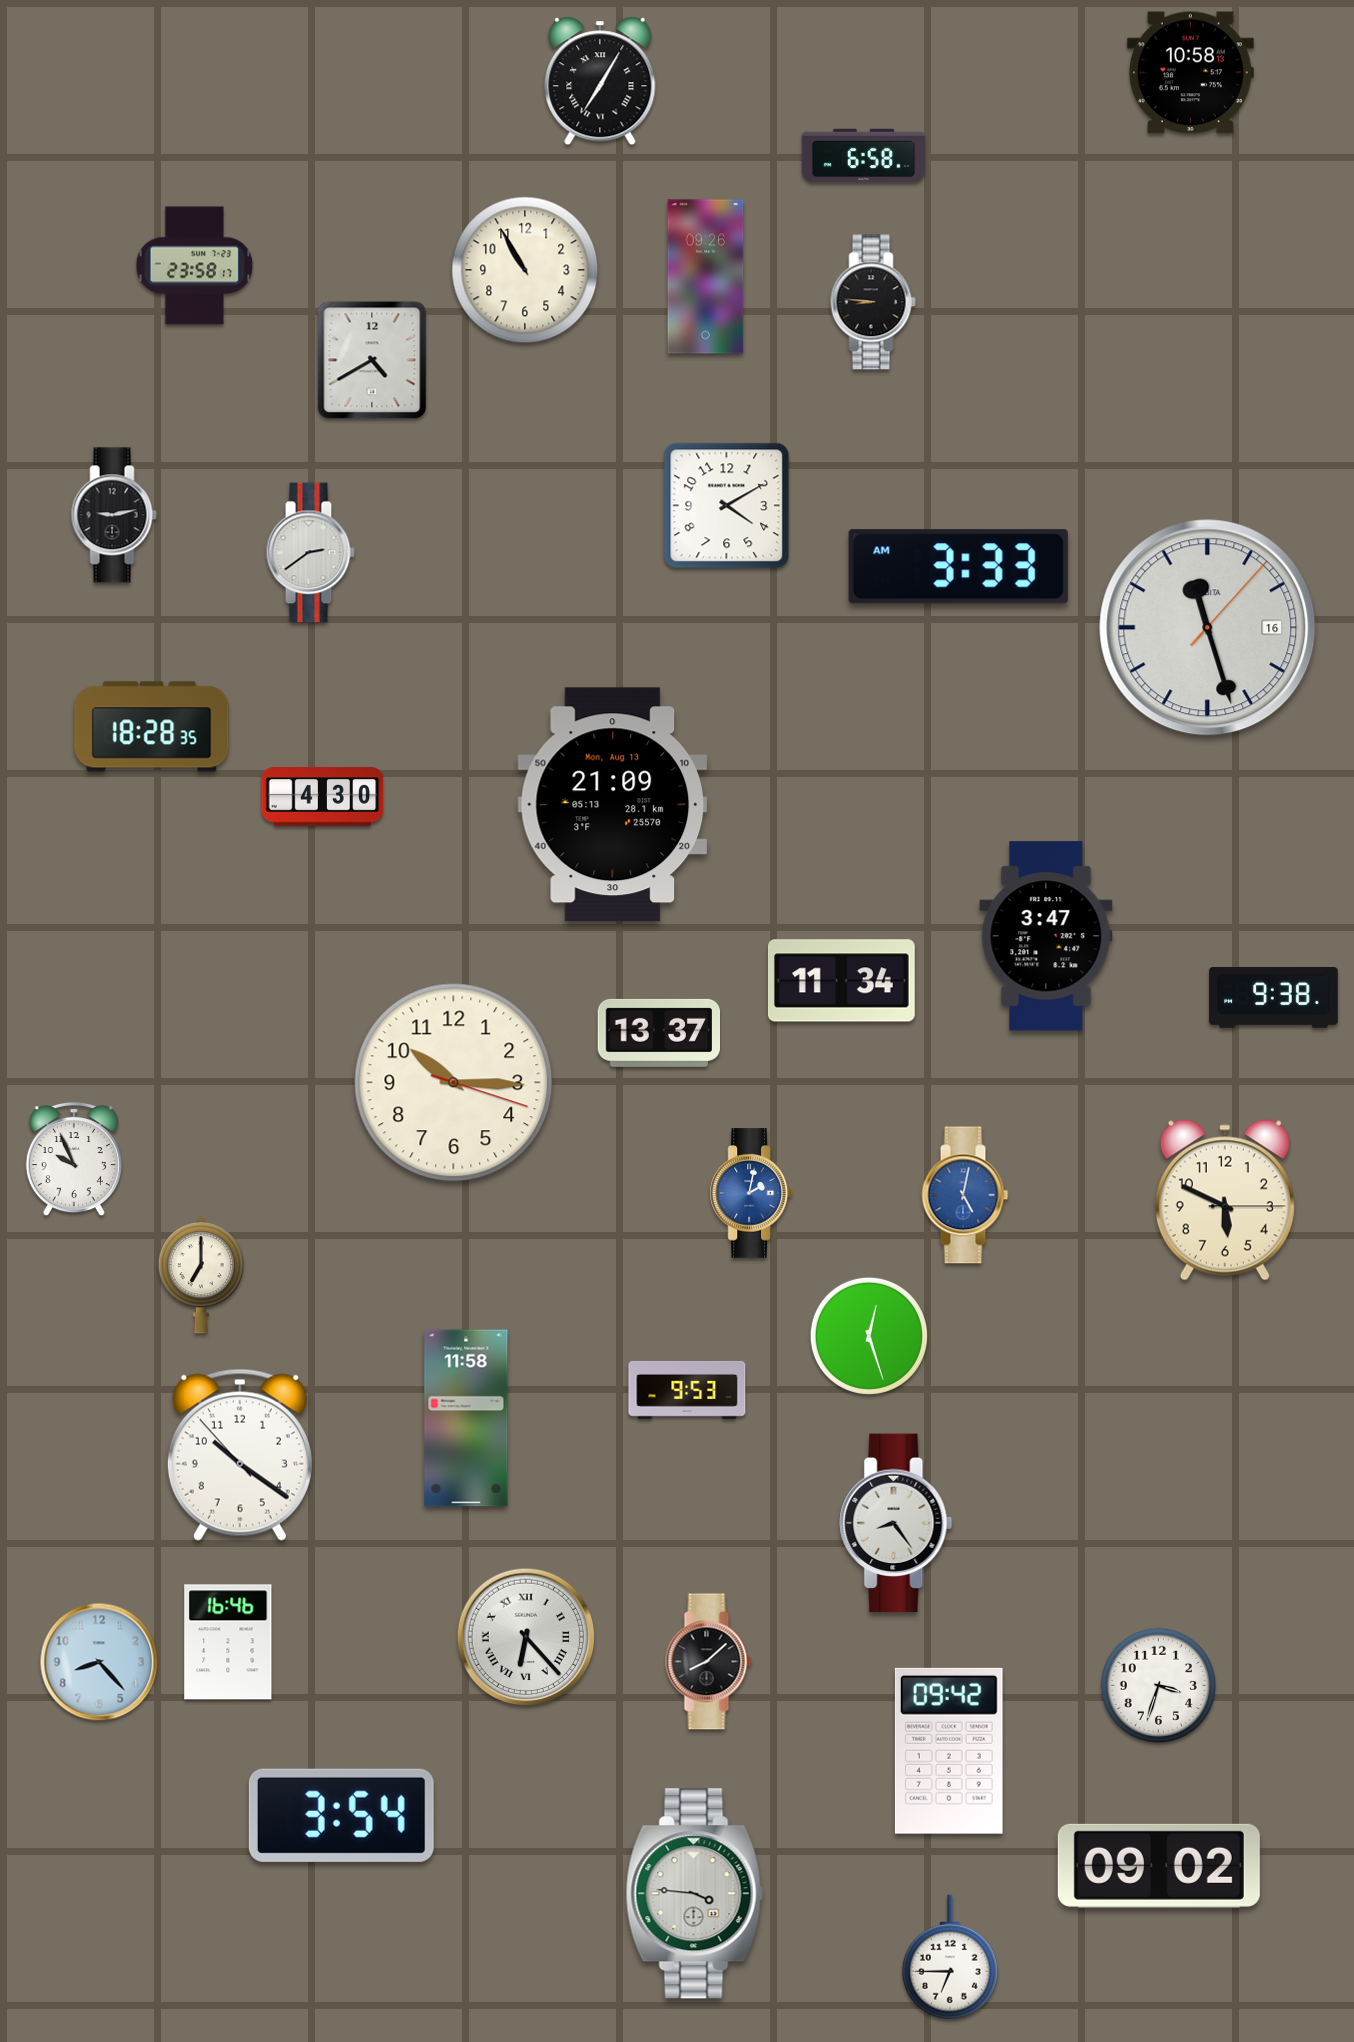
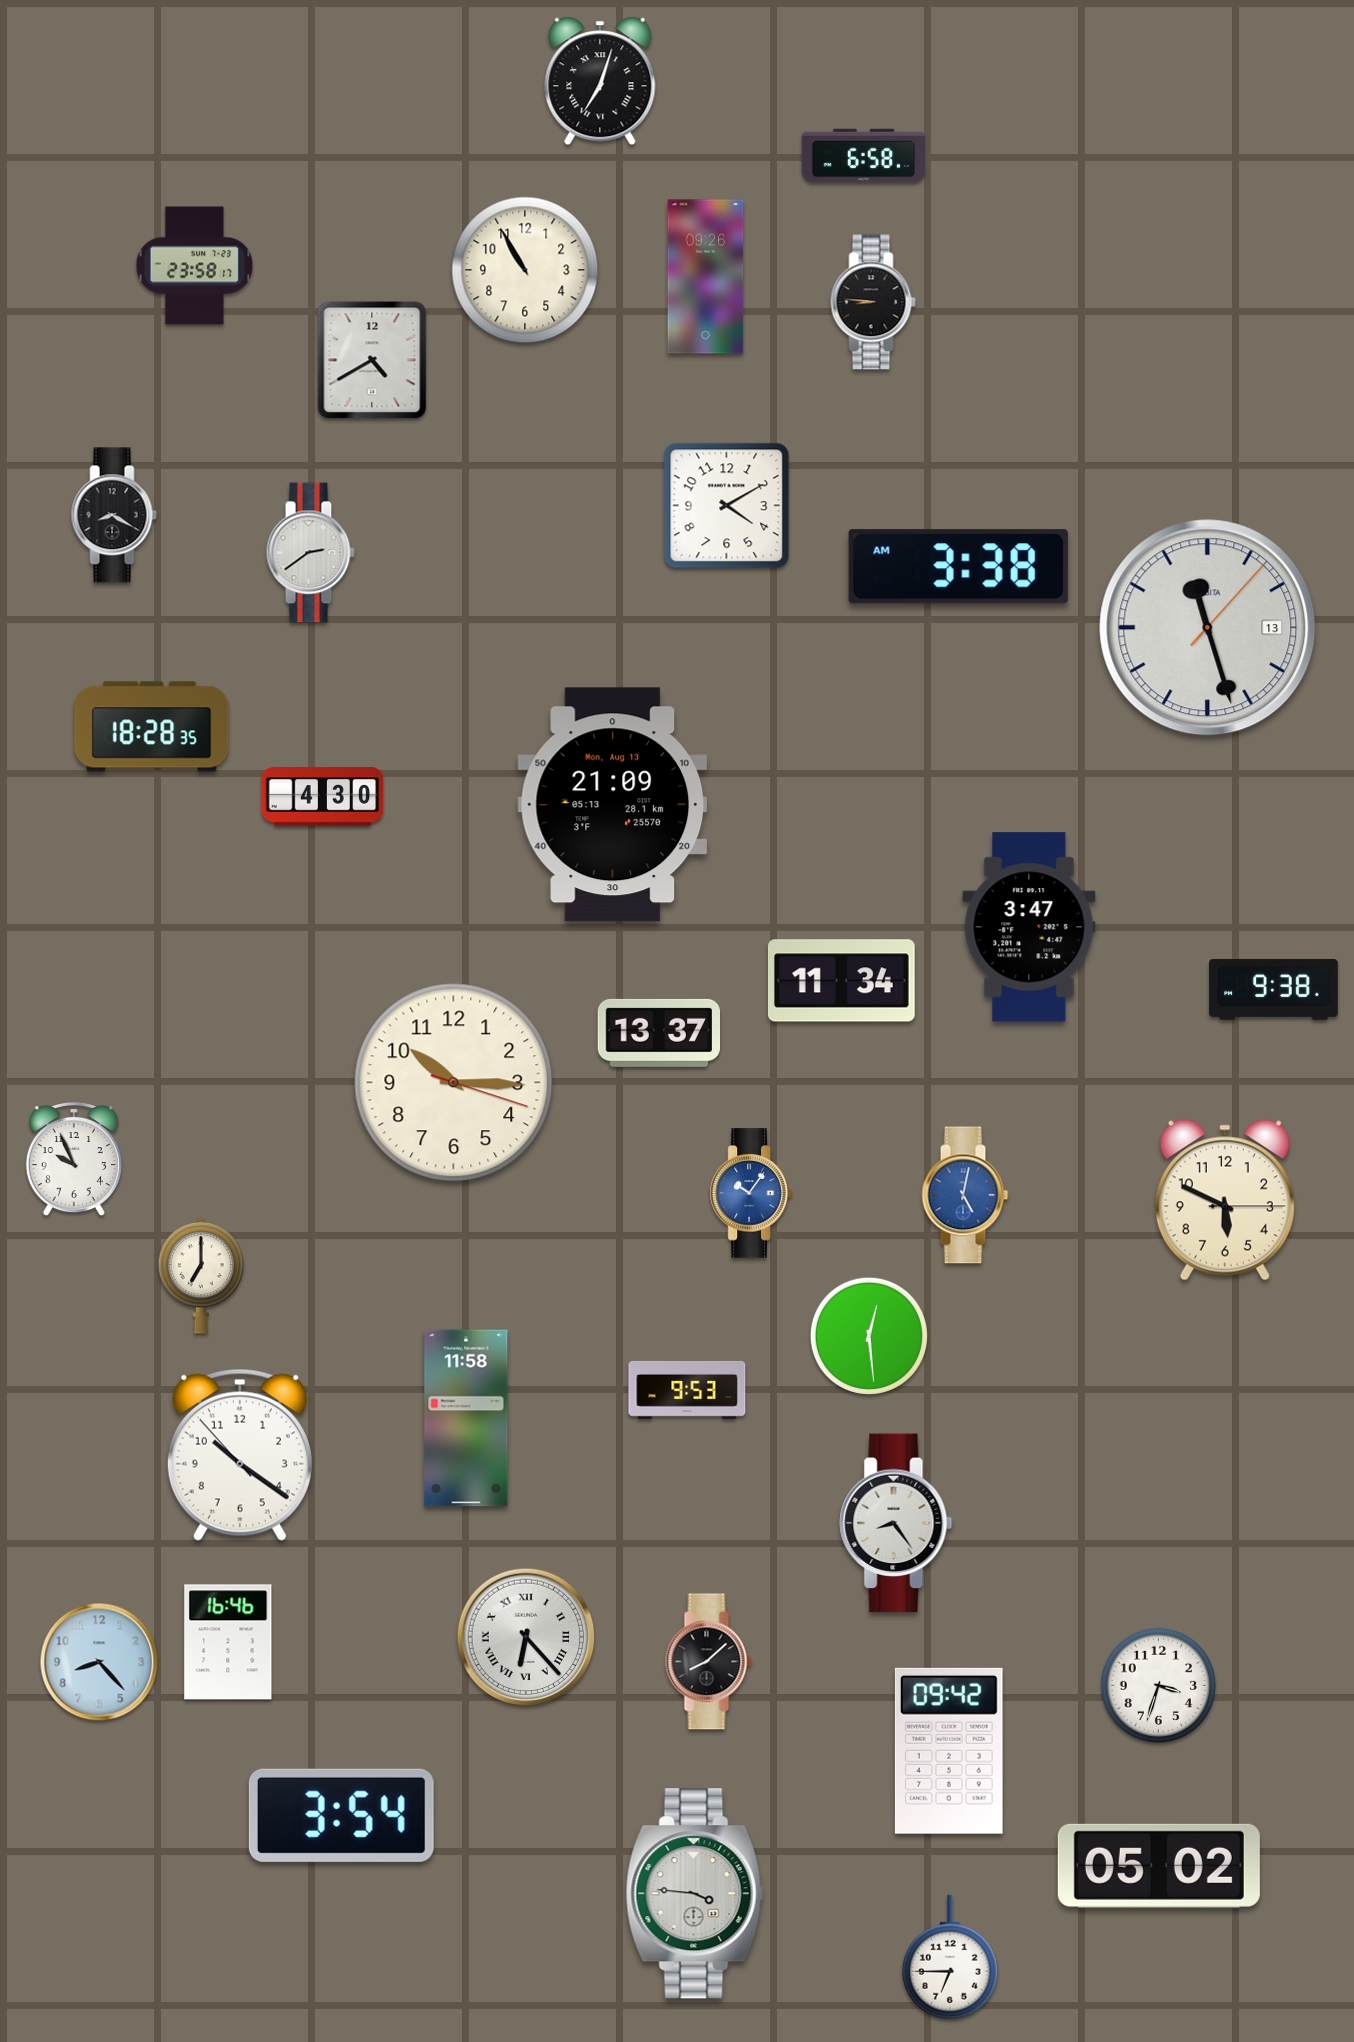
clock at (1190, 73): 10:58 -> none
clock at (600, 81): 7:05 -> 7:03
clock at (114, 515): 9:13 -> 8:20
clock at (958, 567): 3:33 -> 3:38
clock at (1208, 628) date: 16 -> 13
clock at (1046, 936) position: (1046, 936) -> (1029, 927)
clock at (1274, 998) position: (1274, 998) -> (1274, 990)
clock at (751, 1193): 2:02 -> 10:06
clock at (869, 1336): 12:27 -> 12:29
clock at (1159, 1866): 09:02 -> 05:02
